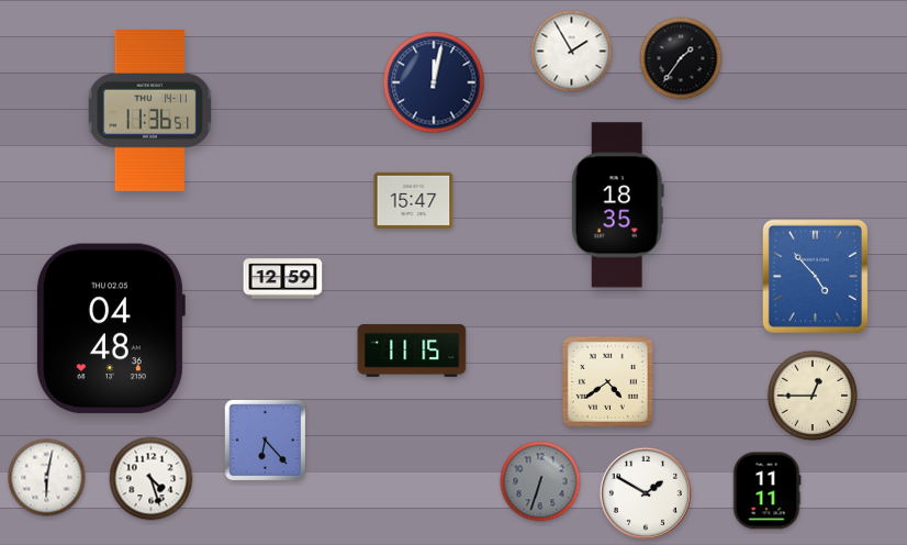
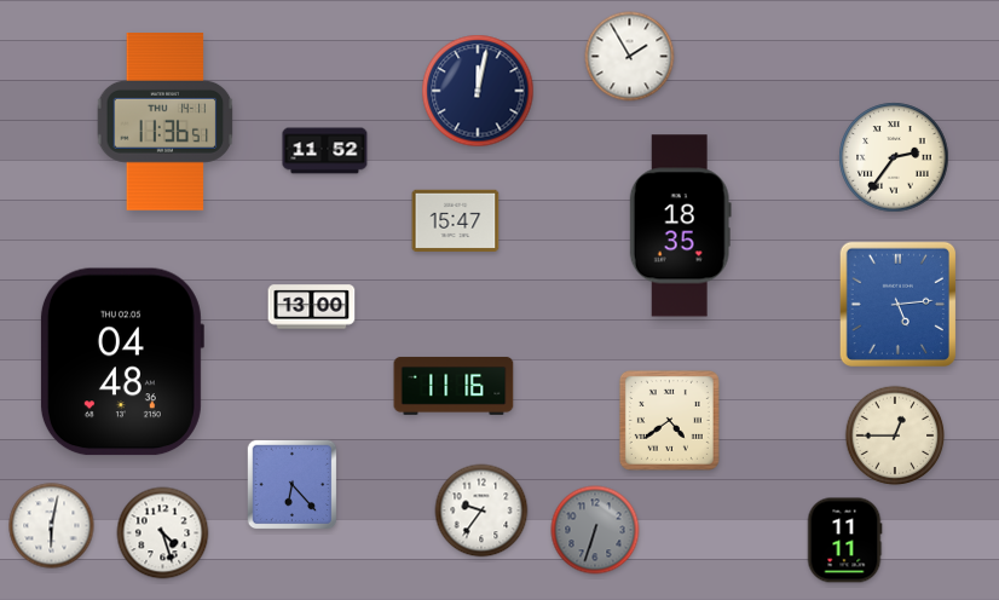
clock at (681, 58): 1:36 -> none
clock at (325, 151): none -> 11:52
clock at (894, 157): none -> 2:36
clock at (815, 276): 4:53 -> 5:14
clock at (283, 279): 12:59 -> 13:00
clock at (412, 351): 11:15 -> 11:16
clock at (481, 510): none -> 9:36
clock at (152, 479) position: (152, 479) -> (163, 533)
clock at (646, 493): 1:50 -> none
